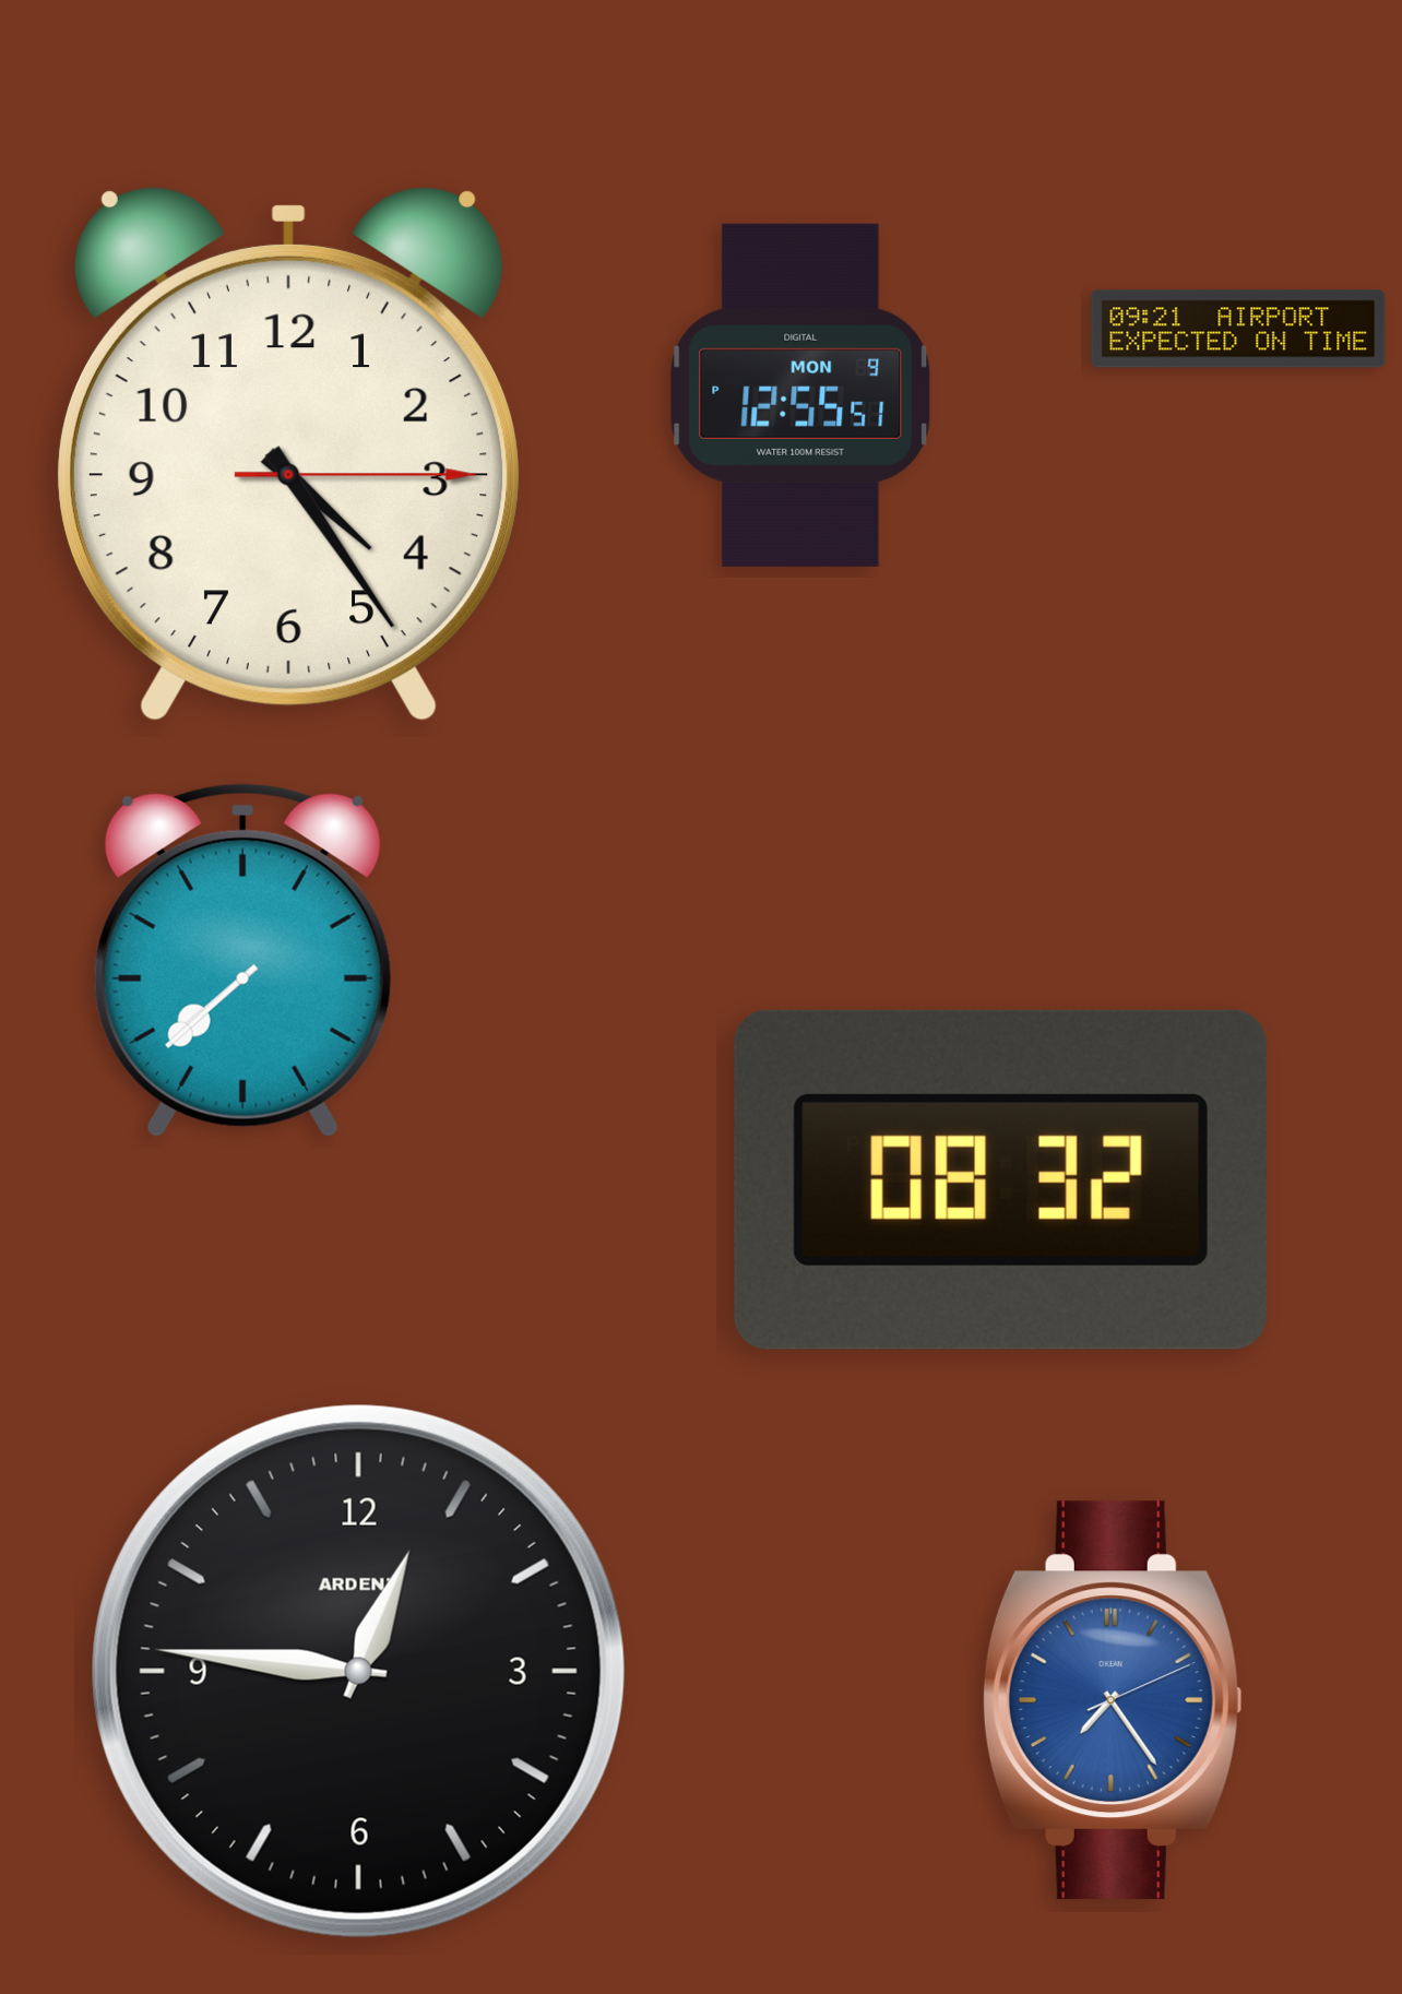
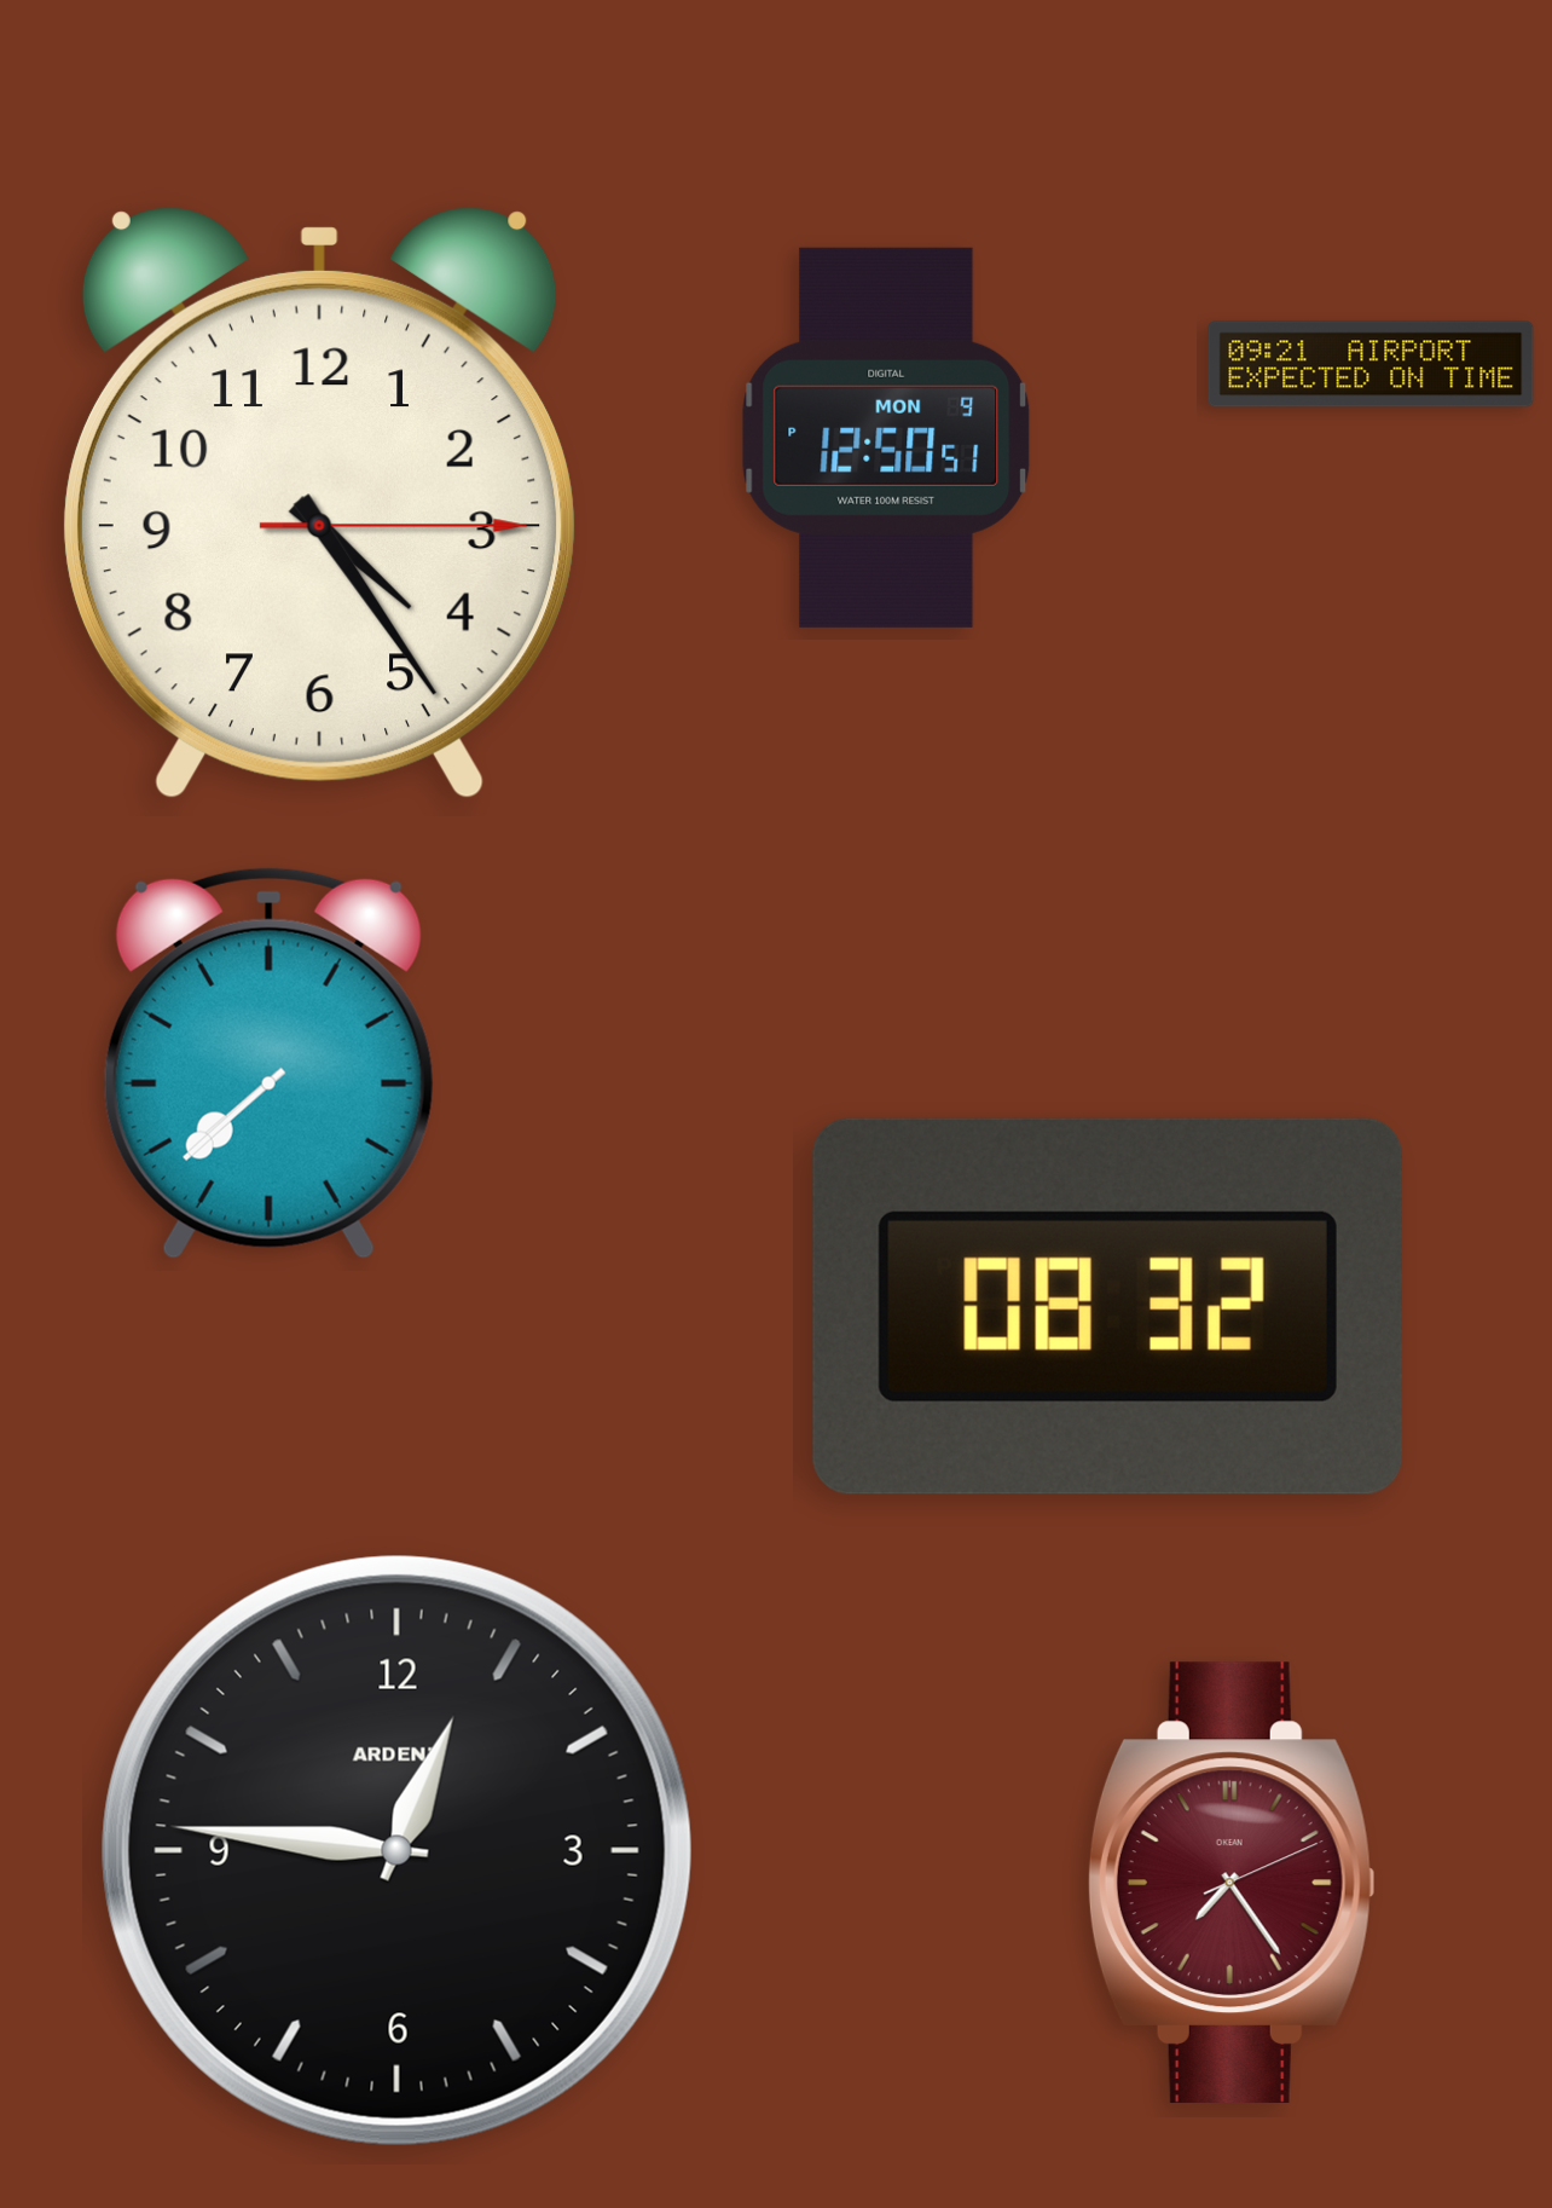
clock at (800, 395): 12:55 -> 12:50
clock at (1113, 1700) dial: blue -> burgundy
